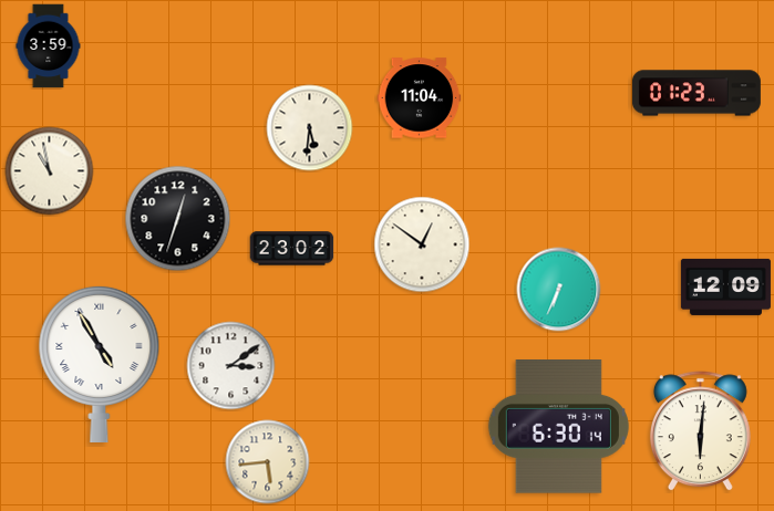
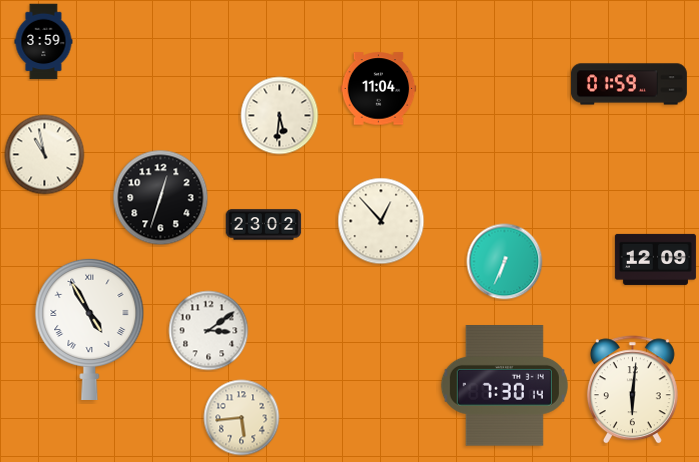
clock at (696, 93): 01:23 -> 01:59
clock at (422, 244): 12:51 -> 12:53
clock at (558, 427): 6:30 -> 7:30
